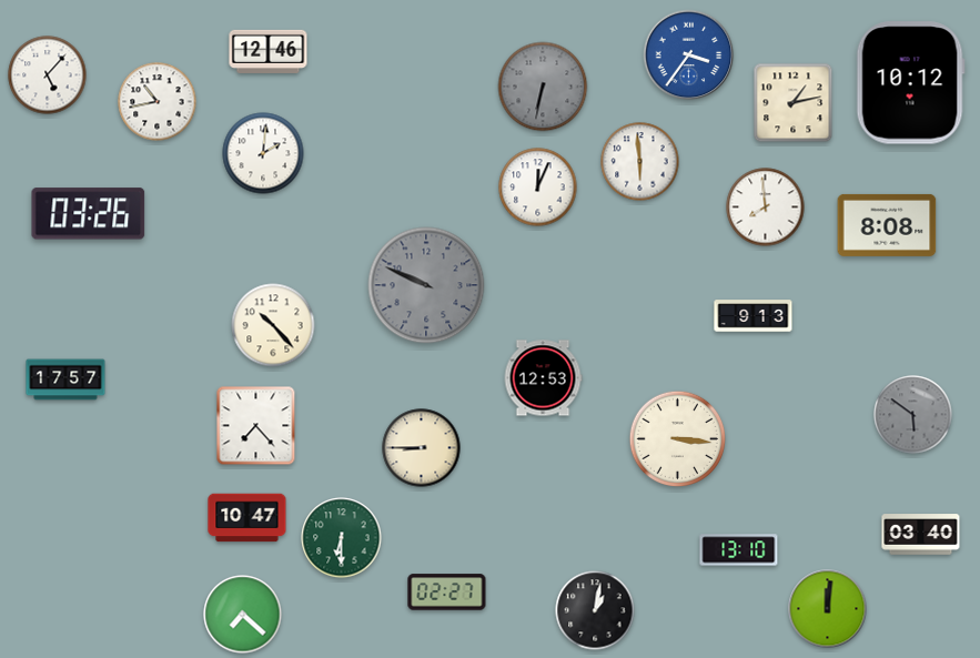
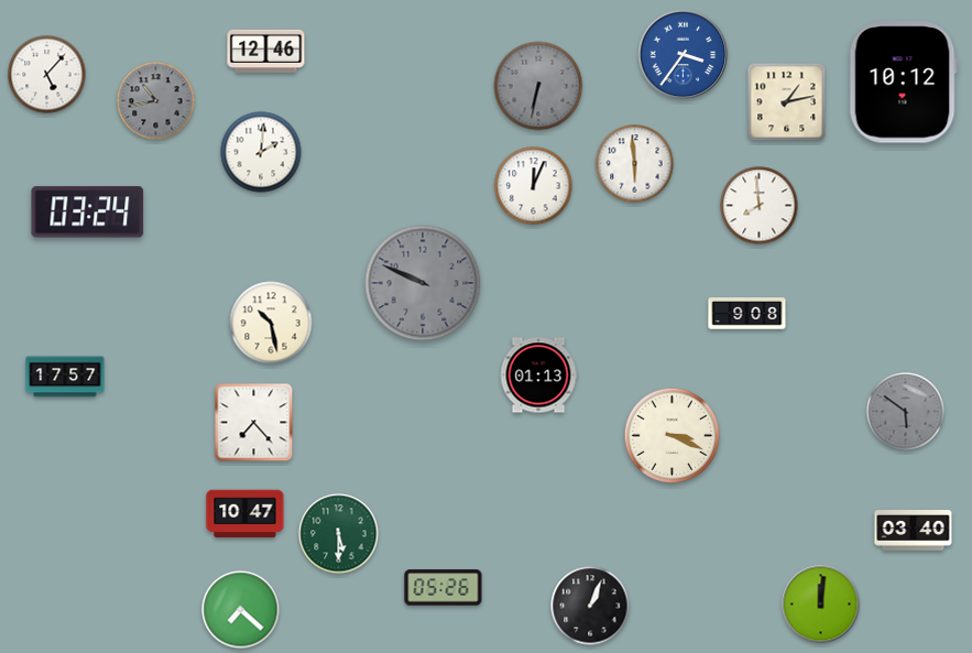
clock at (158, 102) dial: white -> grey
clock at (640, 162) position: (640, 162) -> (635, 164)
clock at (89, 214): 03:26 -> 03:24
clock at (887, 225): 8:08 -> none
clock at (754, 316): 9:13 -> 9:08
clock at (273, 325): 10:23 -> 10:28
clock at (543, 378): 12:53 -> 01:13
clock at (678, 439): 3:16 -> 3:19
clock at (422, 448): 8:45 -> none
clock at (342, 538): 6:30 -> 5:30
clock at (739, 550): 13:10 -> none
clock at (447, 593): 02:27 -> 05:26
clock at (595, 610): 1:02 -> 1:04
